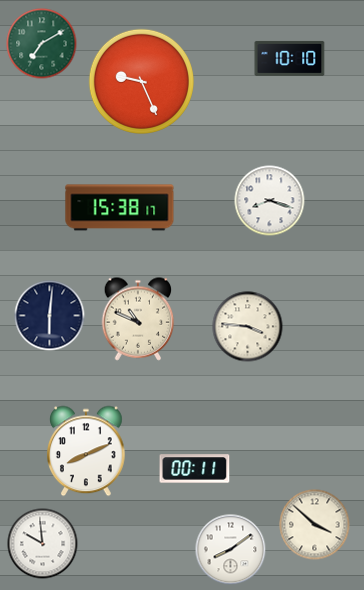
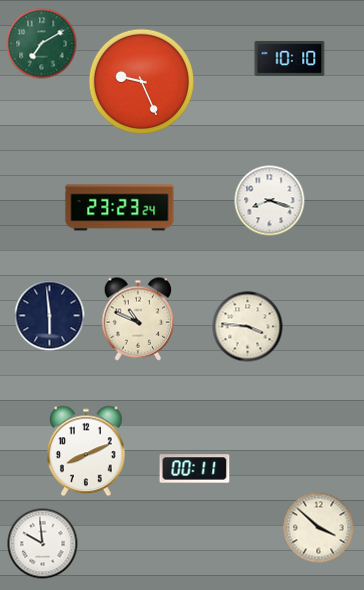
clock at (120, 208): 15:38 -> 23:23
clock at (50, 316): 6:01 -> 5:59
clock at (315, 525) position: (315, 525) -> (319, 528)
clock at (231, 550): 8:09 -> none
